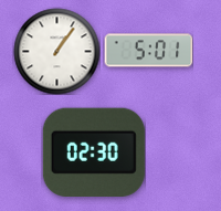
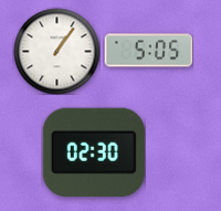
clock at (148, 51): 5:01 -> 5:05
